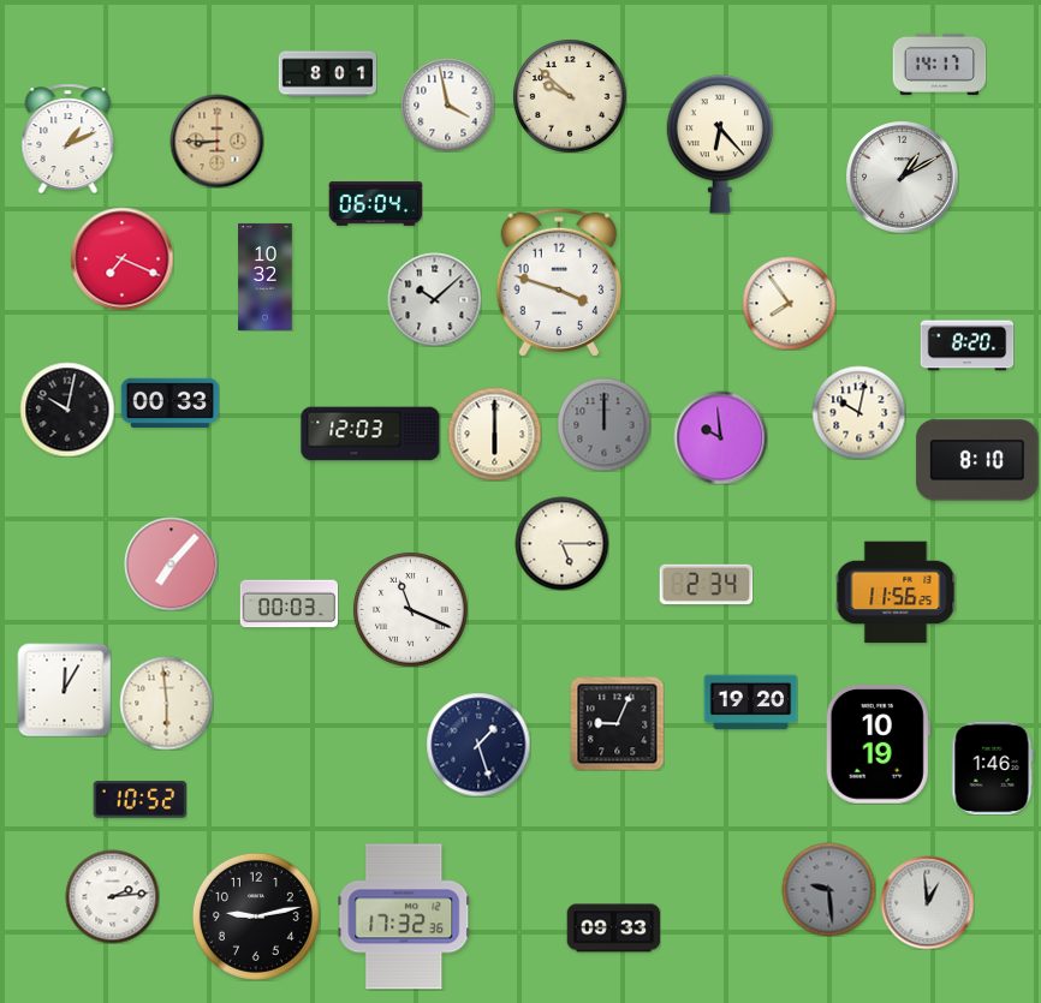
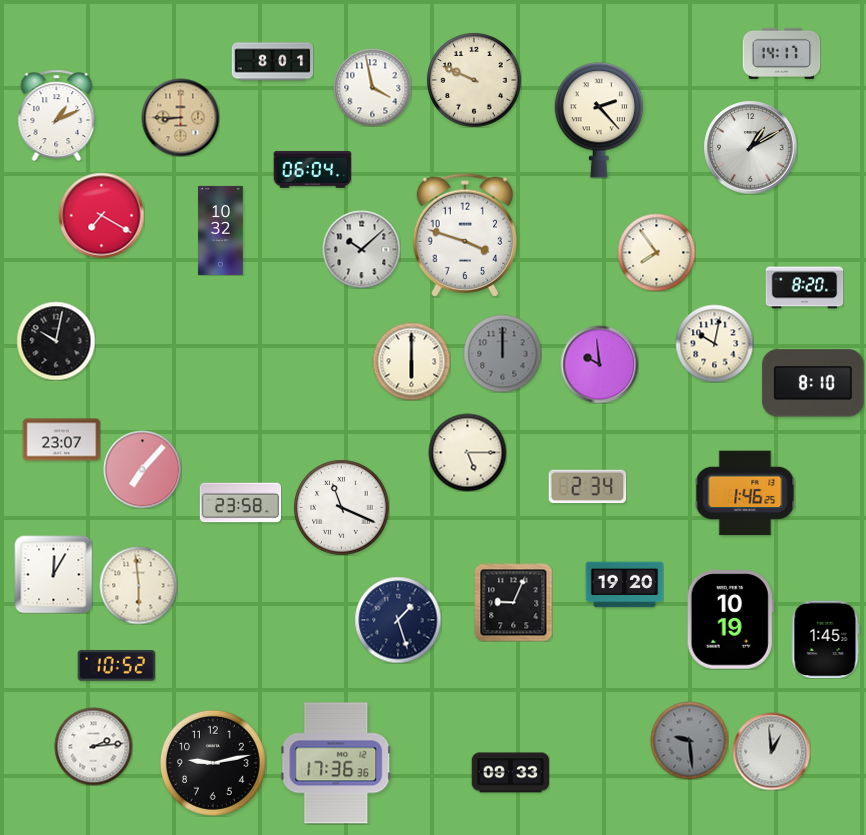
clock at (570, 96): 9:52 -> 9:49
clock at (720, 144): 6:23 -> 2:23
clock at (121, 258): 7:19 -> 7:20
clock at (169, 402): 00:33 -> none
clock at (370, 434): 12:03 -> none
clock at (61, 440): none -> 23:07
clock at (896, 592): 11:56 -> 1:46
clock at (288, 604): 00:03 -> 23:58
clock at (992, 768): 1:46 -> 1:45
clock at (404, 917): 17:32 -> 17:36
